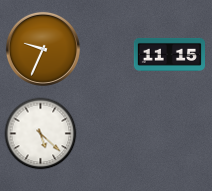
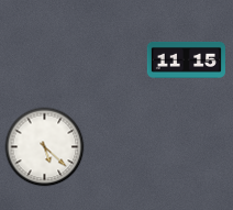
clock at (43, 49): 9:34 -> none
